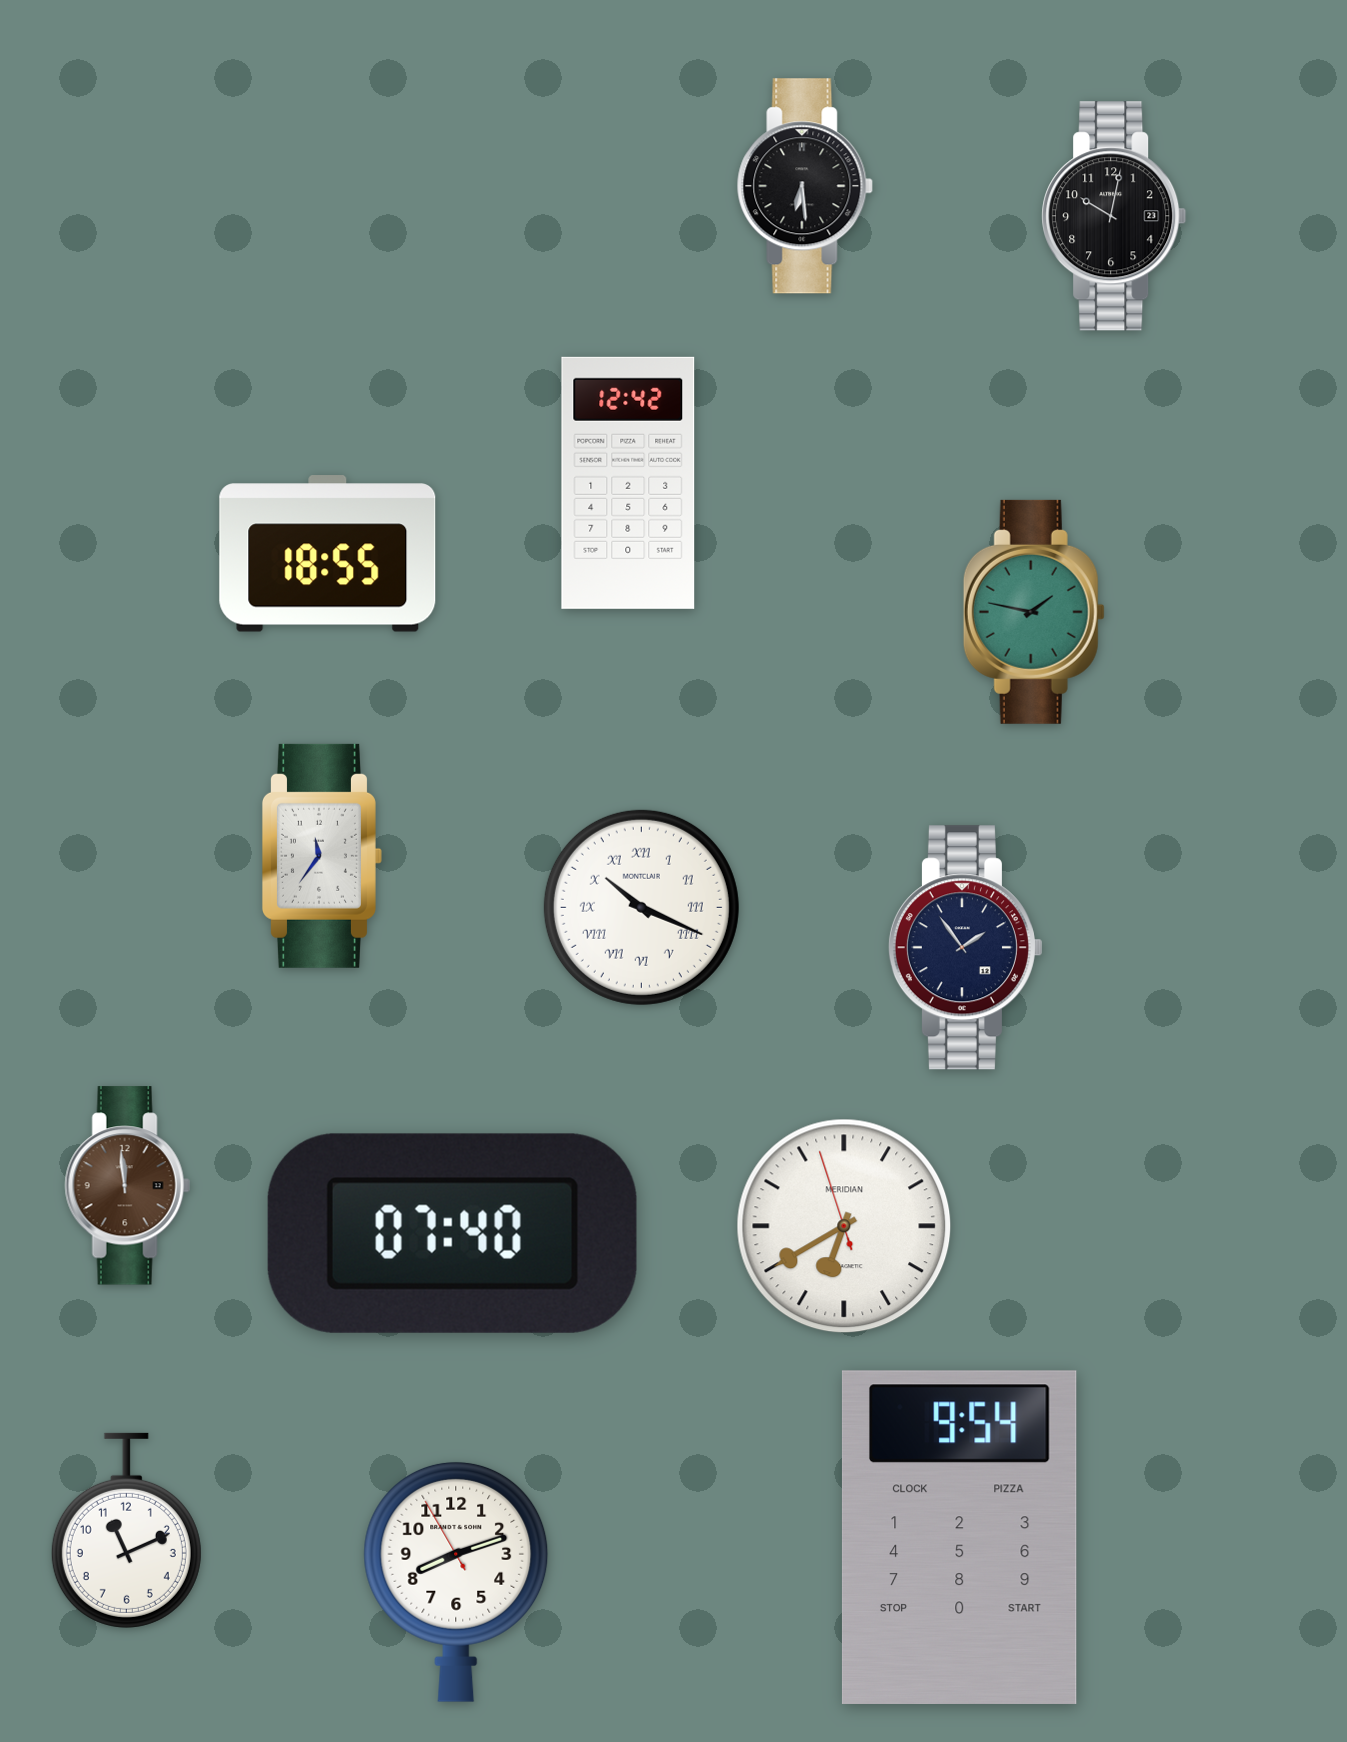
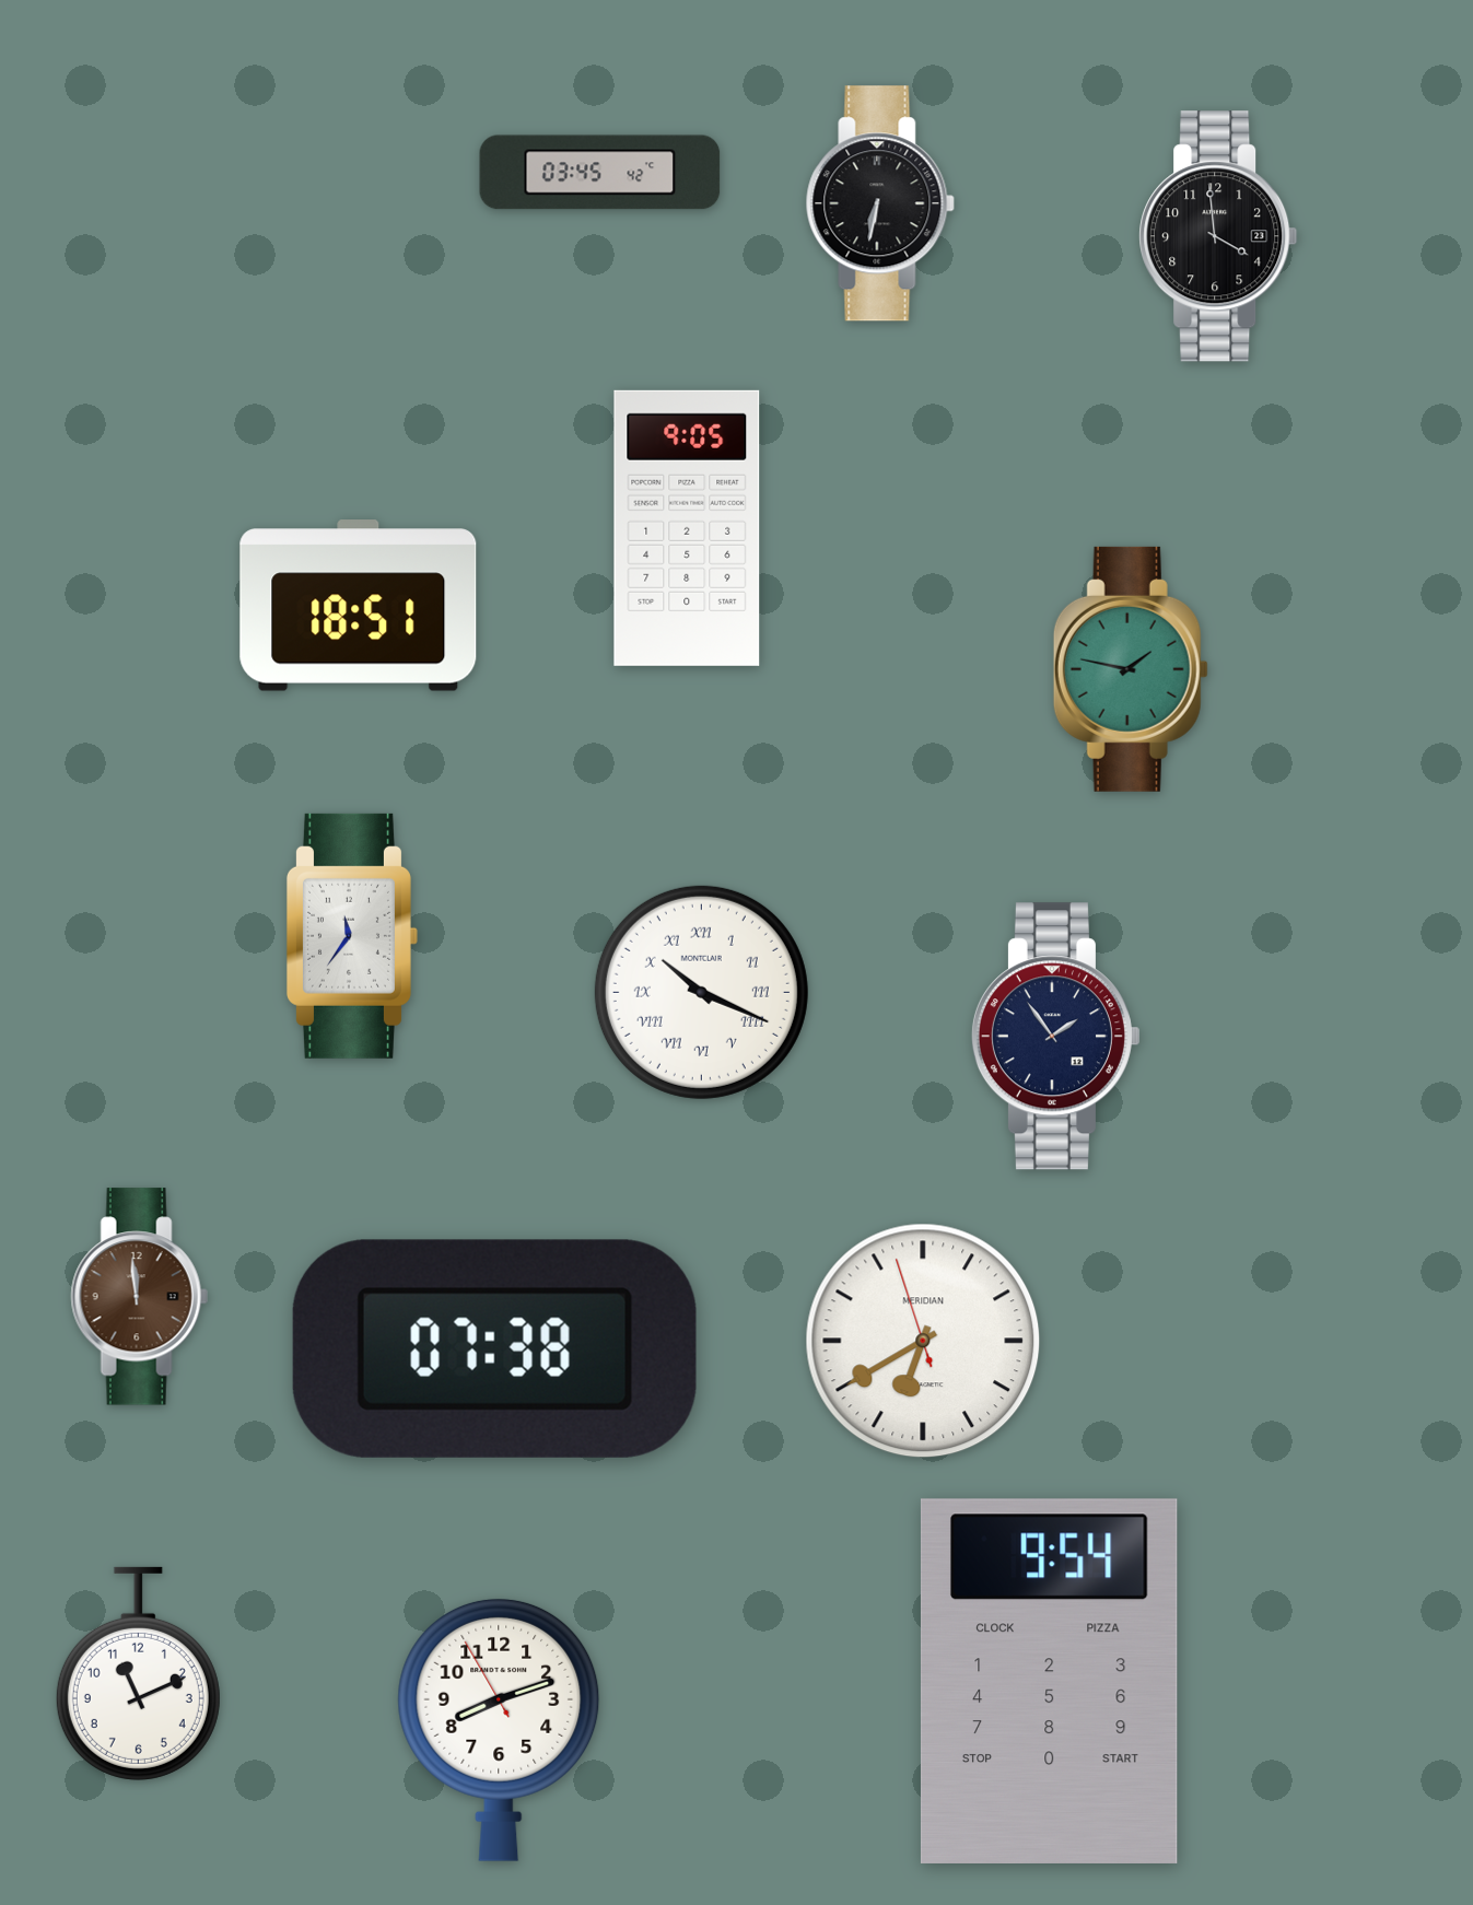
clock at (600, 173): none -> 03:45
clock at (805, 186): 6:29 -> 6:32
clock at (1114, 216): 10:02 -> 3:59
clock at (628, 483): 12:42 -> 9:05
clock at (328, 554): 18:55 -> 18:51
clock at (452, 1233): 07:40 -> 07:38
